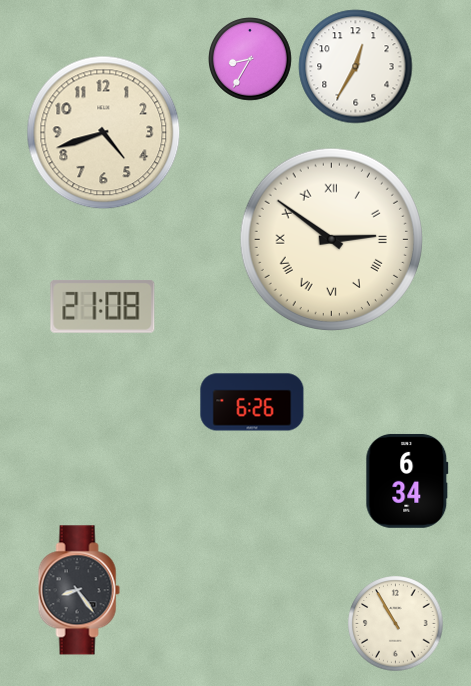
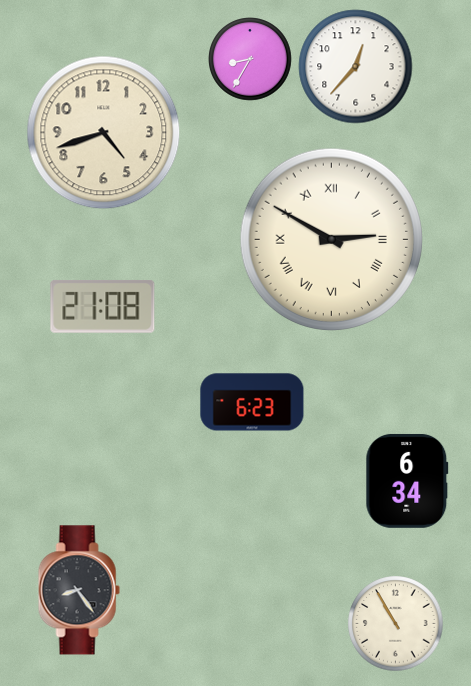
clock at (356, 67): 12:35 -> 12:37
clock at (331, 239): 2:51 -> 2:50
clock at (252, 402): 6:26 -> 6:23
